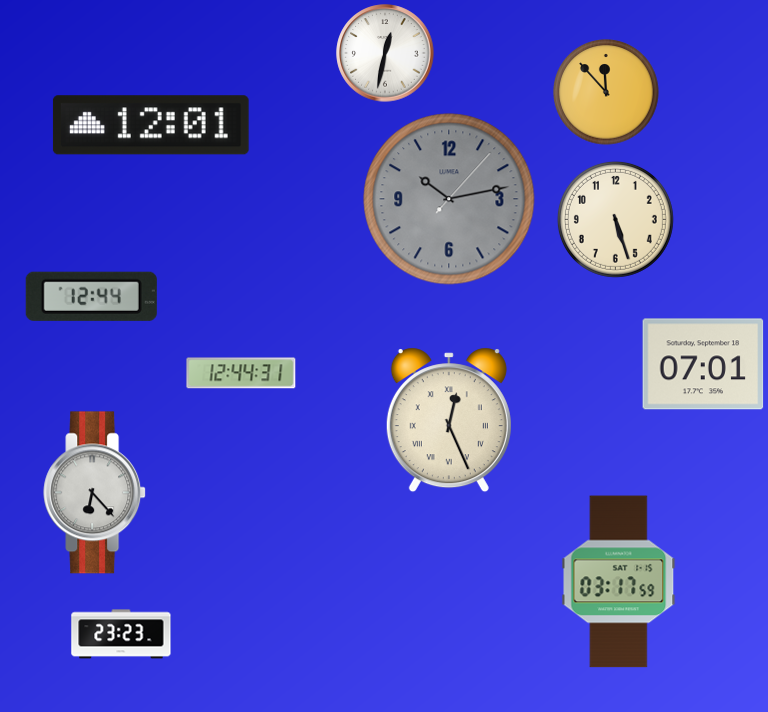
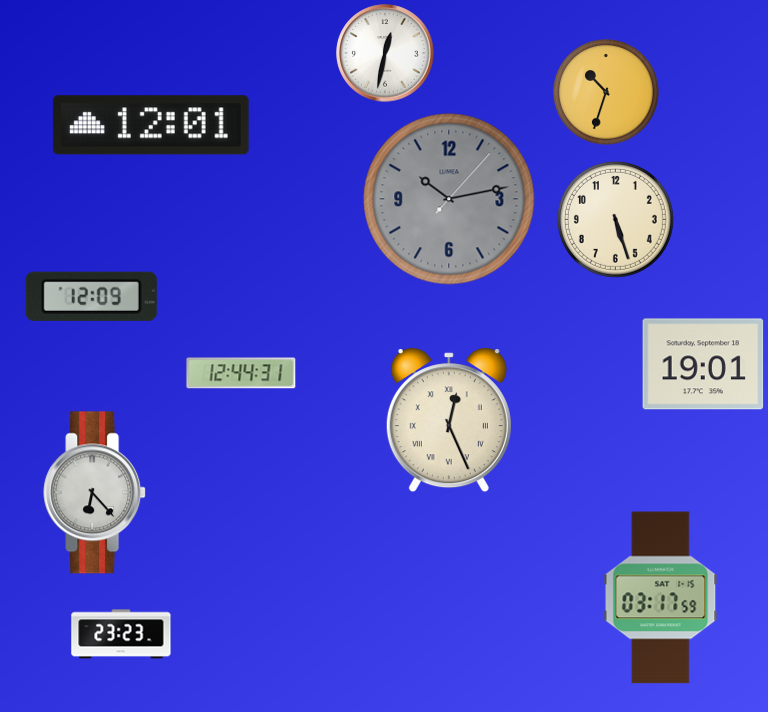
clock at (606, 92): 11:53 -> 10:33
clock at (91, 296): 12:44 -> 12:09
clock at (703, 364): 07:01 -> 19:01
clock at (619, 582) position: (619, 582) -> (661, 598)
